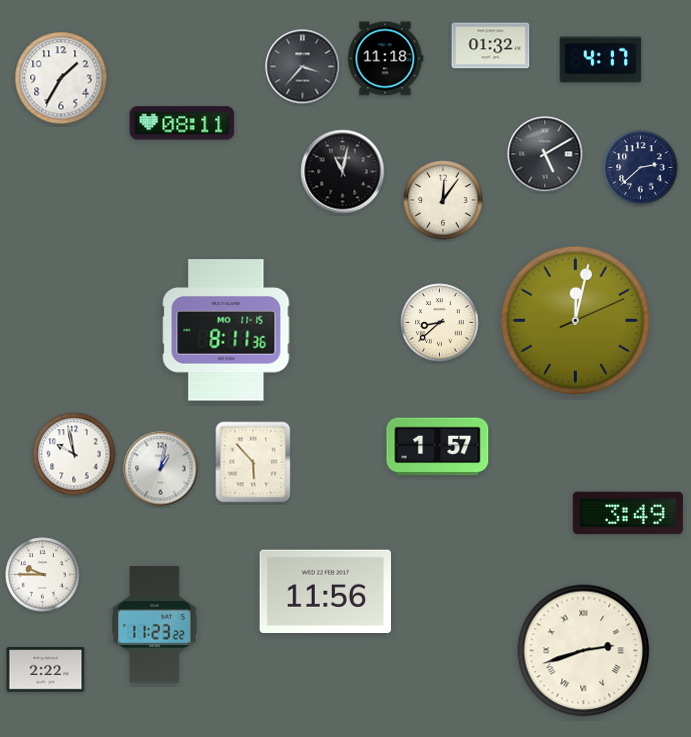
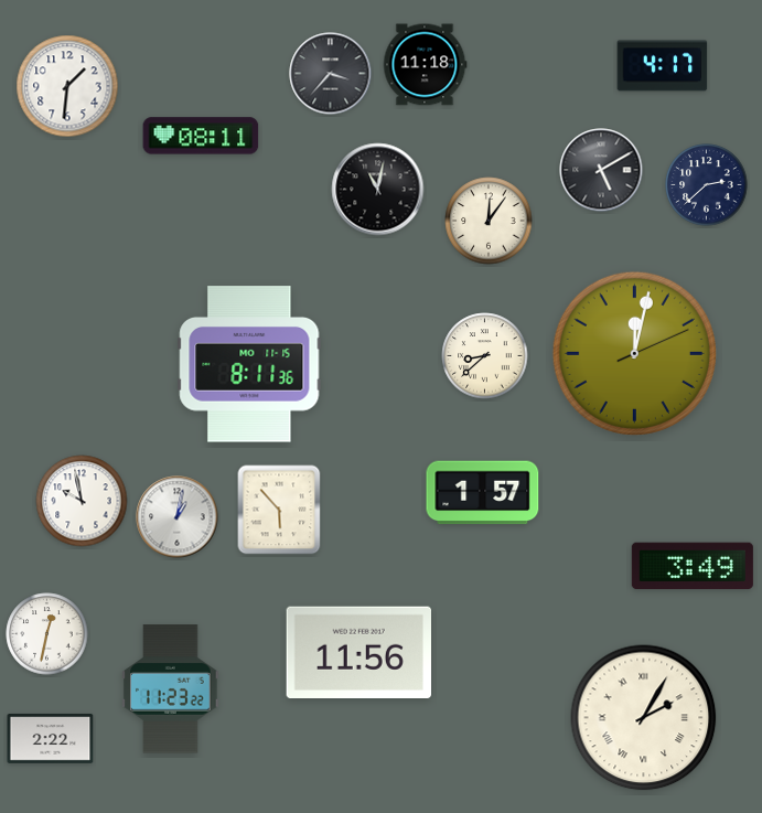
clock at (491, 46): 01:32 -> none
clock at (303, 67) position: (303, 67) -> (331, 74)
clock at (61, 78): 1:35 -> 1:31
clock at (43, 575): 9:45 -> 12:32
clock at (584, 651): 2:42 -> 2:05
